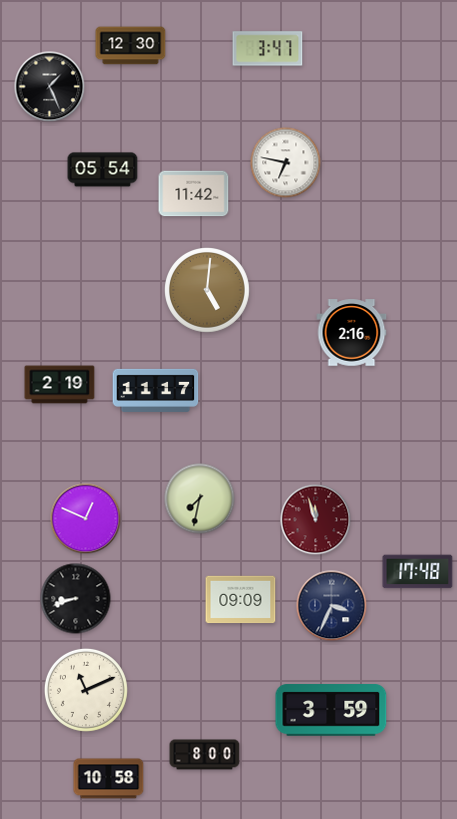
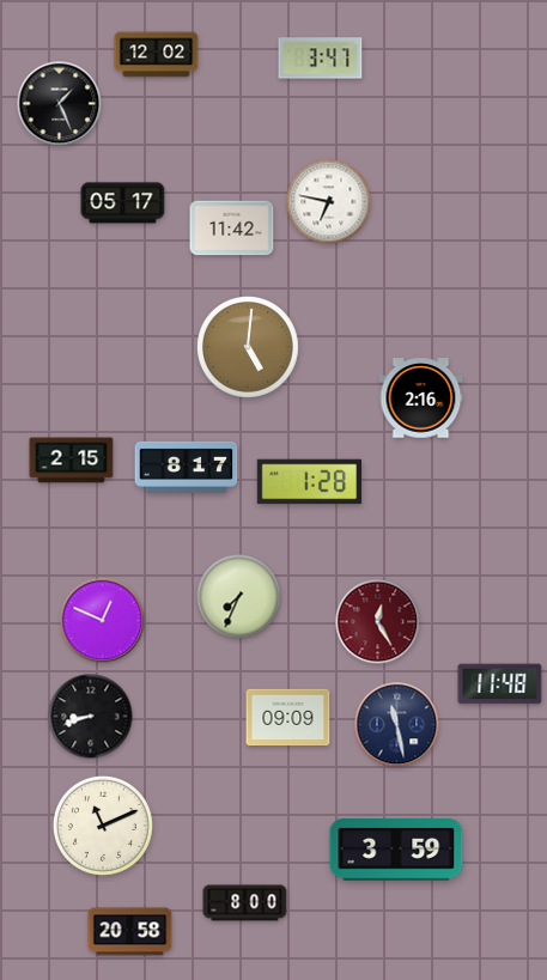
clock at (131, 46): 12:30 -> 12:02
clock at (286, 163) position: (286, 163) -> (329, 202)
clock at (103, 170): 05:54 -> 05:17
clock at (194, 194) position: (194, 194) -> (232, 229)
clock at (60, 385): 2:19 -> 2:15
clock at (156, 390): 11:17 -> 8:17
clock at (309, 482): none -> 1:28
clock at (200, 499): 7:32 -> 7:34
clock at (316, 520): 11:57 -> 12:25
clock at (418, 572): 17:48 -> 11:48
clock at (332, 606): 3:34 -> 11:28
clock at (109, 779): 10:58 -> 20:58
